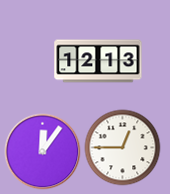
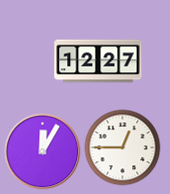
clock at (98, 61): 12:13 -> 12:27
clock at (43, 152): 12:06 -> 12:05
